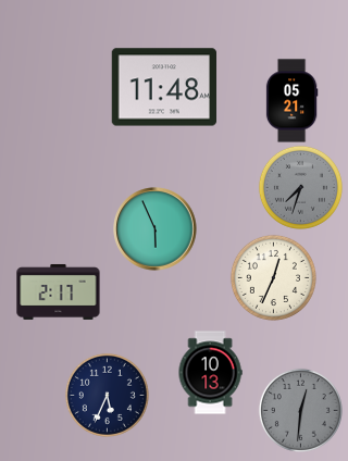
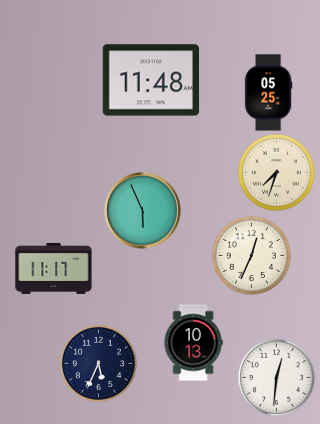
clock at (291, 101): 05:21 -> 05:25
clock at (300, 187) dial: grey -> cream
clock at (59, 291): 2:17 -> 11:17
clock at (300, 410) dial: grey -> white
